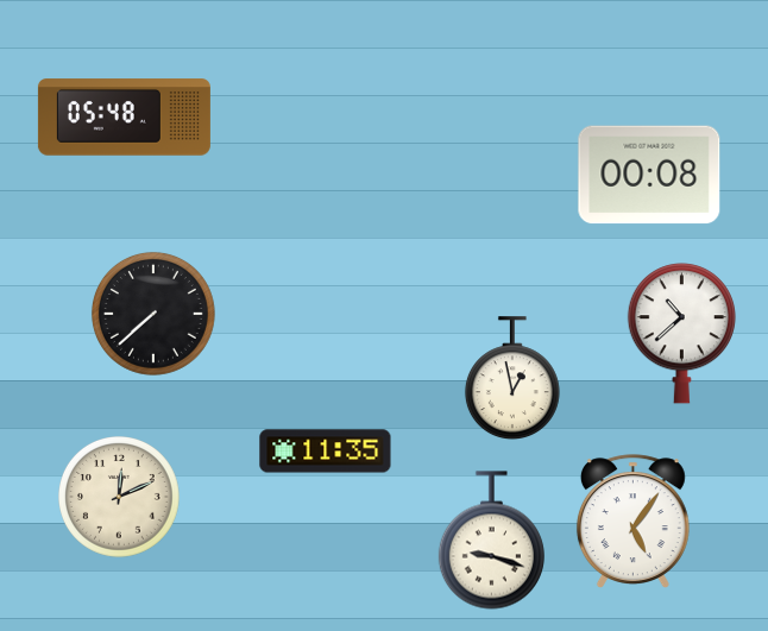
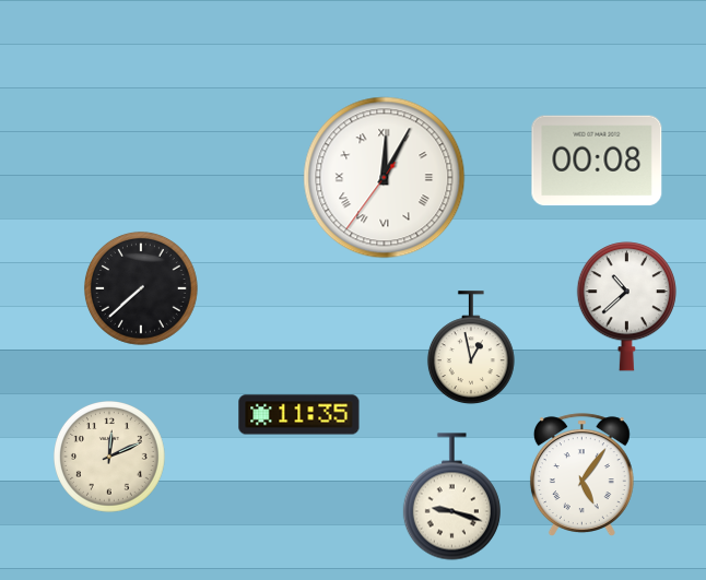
clock at (124, 118): 05:48 -> none
clock at (385, 178): none -> 12:04
clock at (632, 522) position: (632, 522) -> (581, 475)
